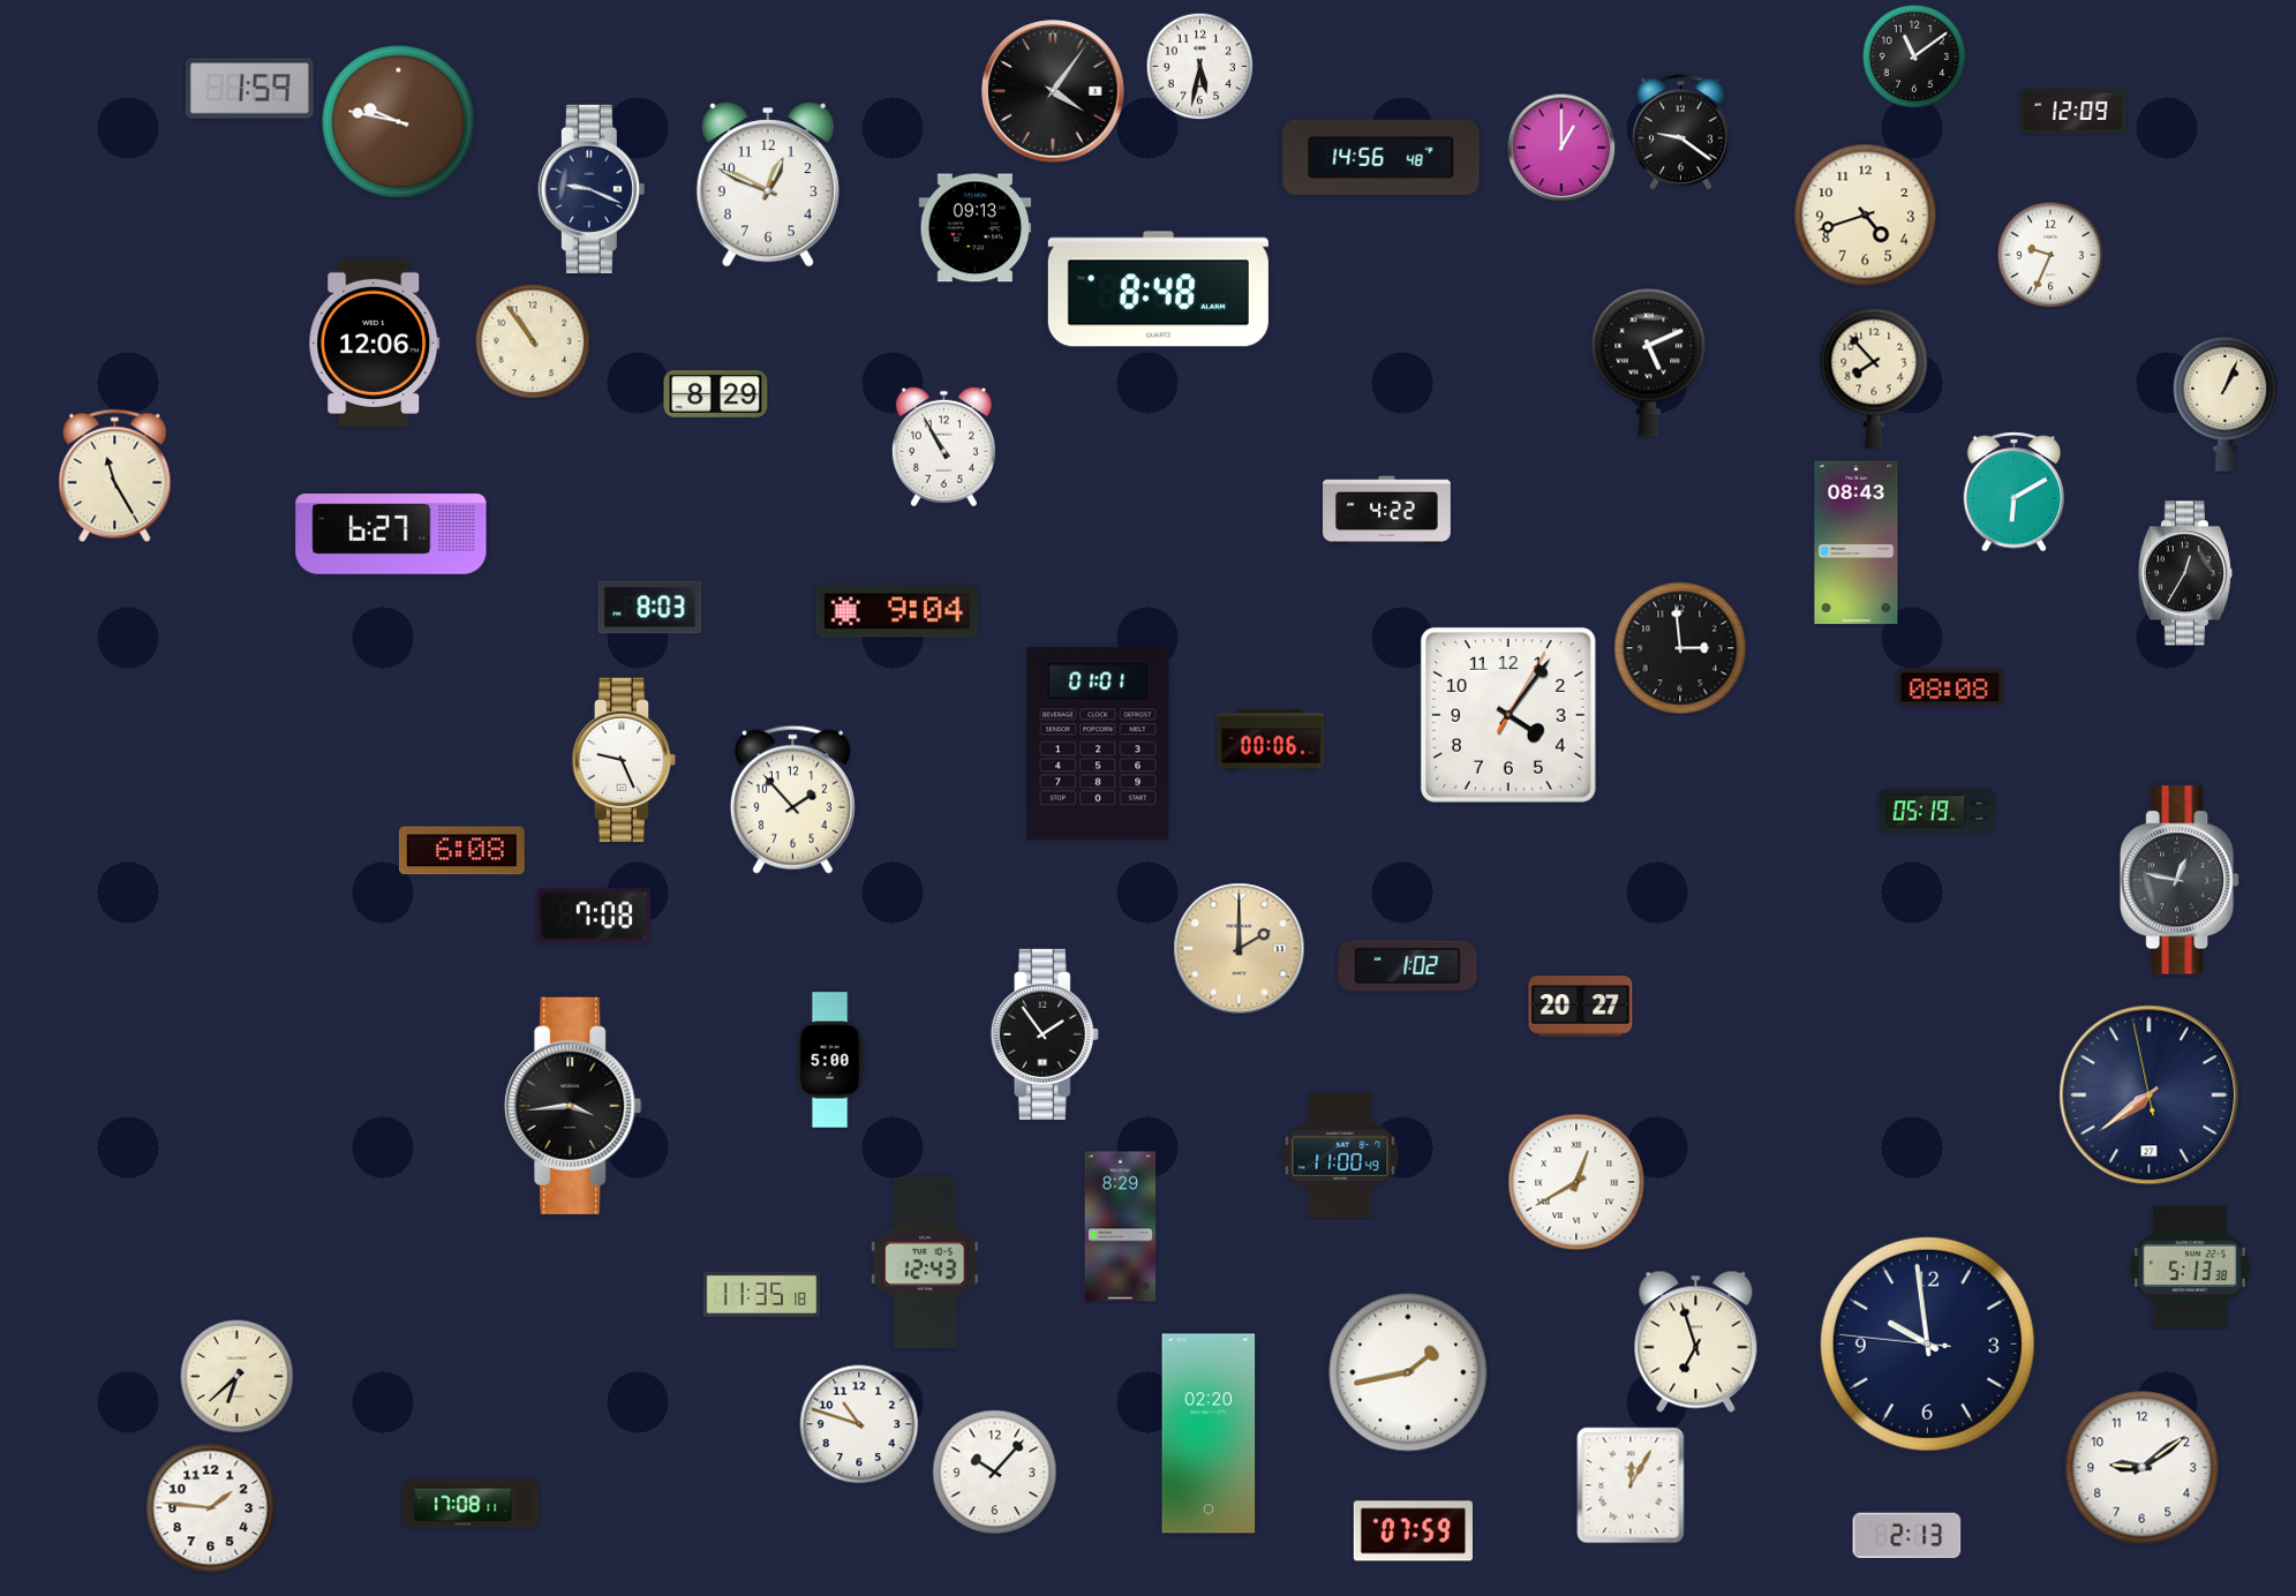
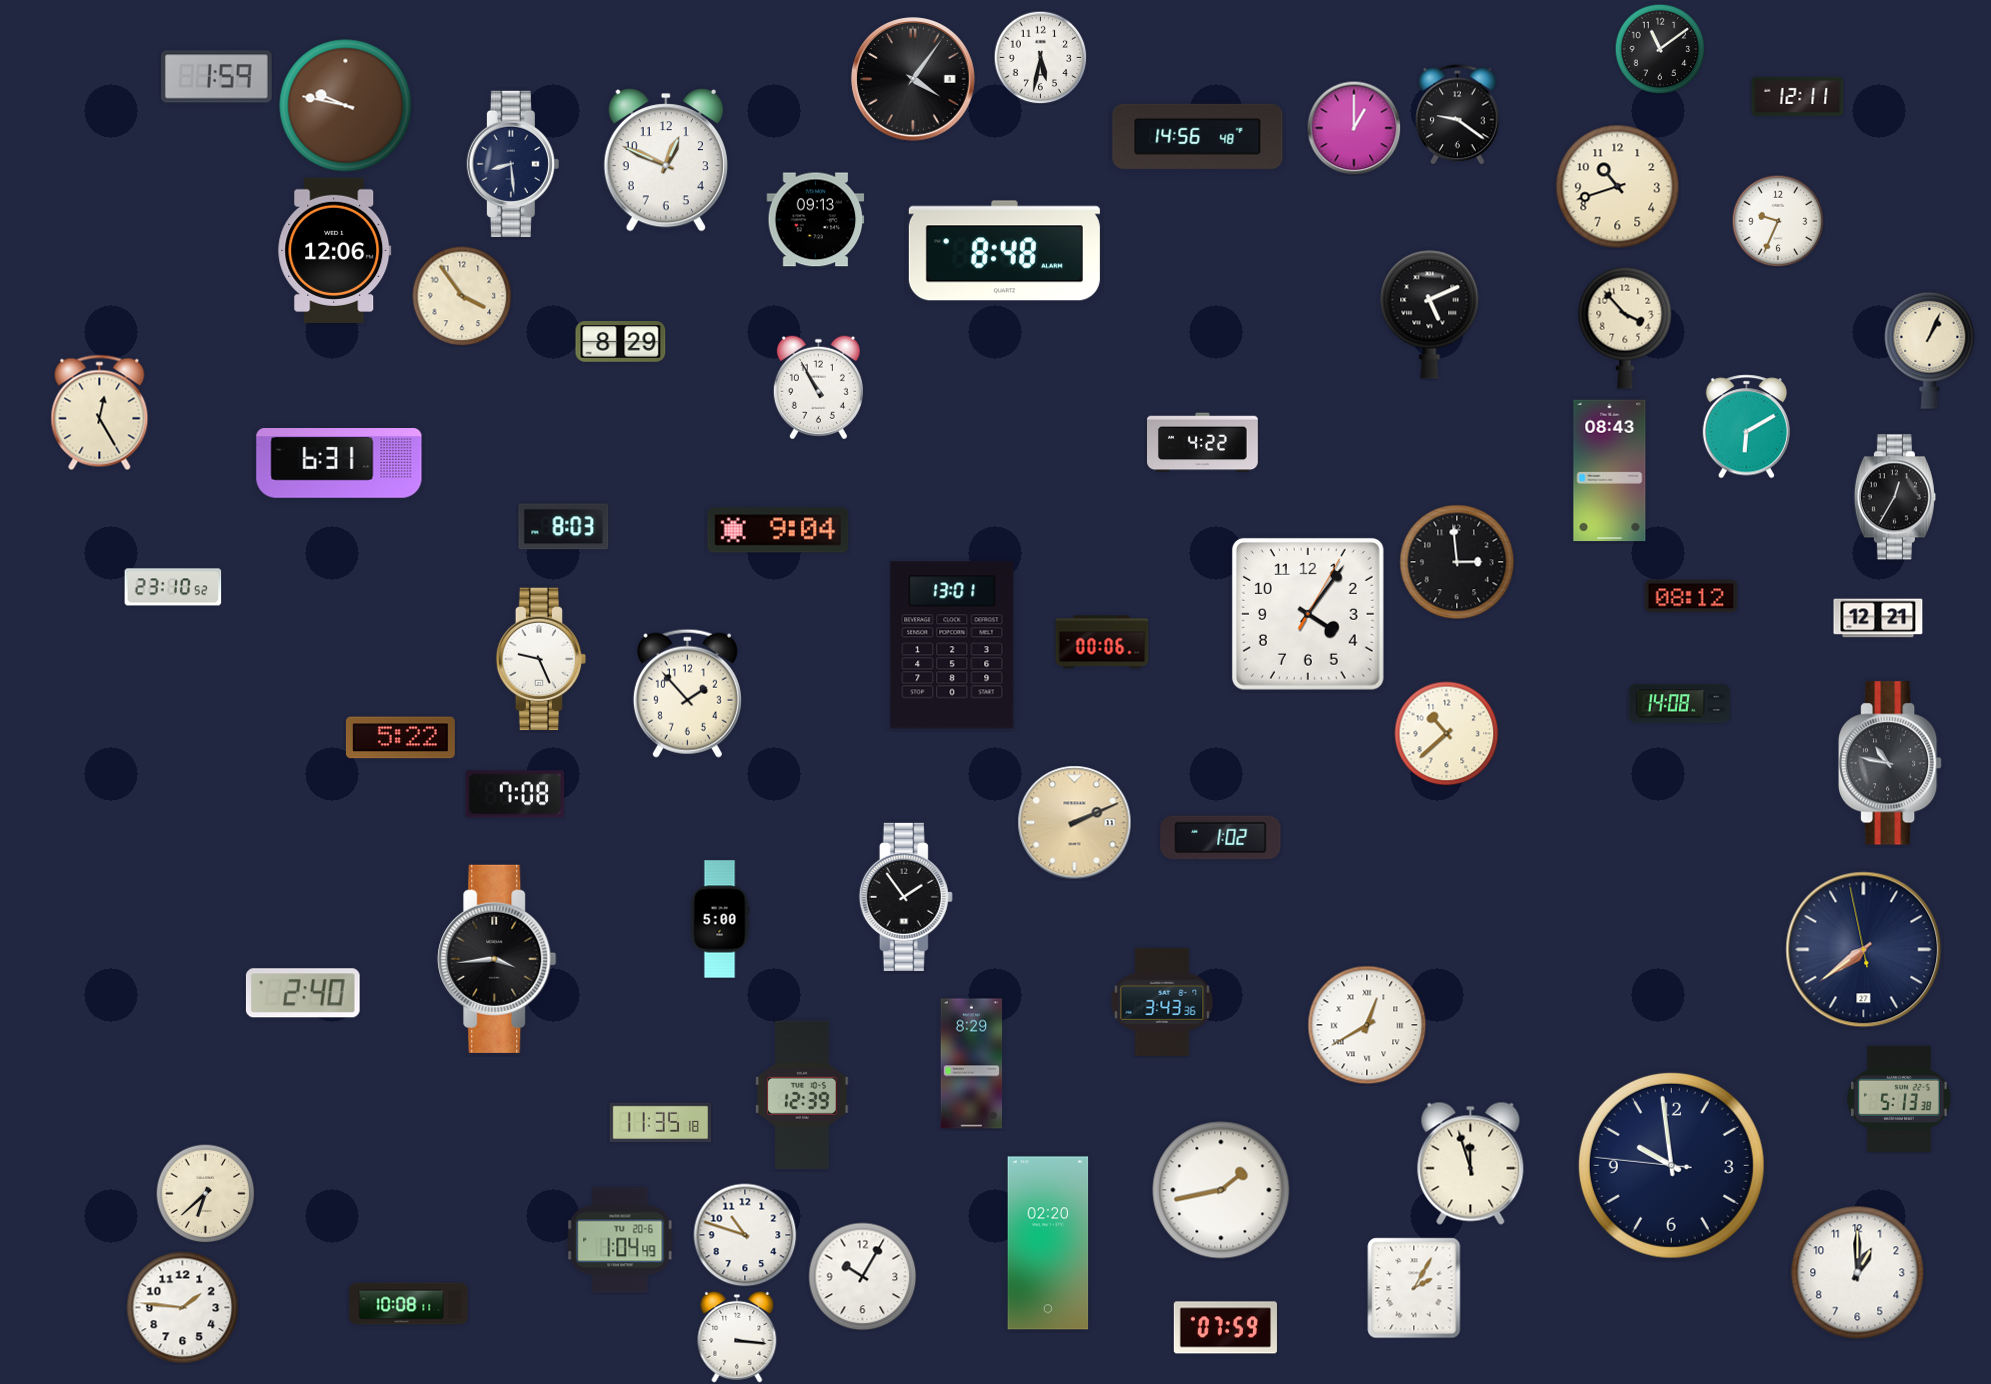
clock at (2073, 111): 12:09 -> 12:11
clock at (592, 189): 9:19 -> 8:29
clock at (1866, 216): 4:42 -> 10:42
clock at (976, 228) position: (976, 228) -> (816, 220)
clock at (533, 341): 10:54 -> 3:54
clock at (375, 342) position: (375, 342) -> (335, 250)
clock at (1874, 378): 7:53 -> 3:53
clock at (115, 476): 11:25 -> 12:25
clock at (391, 535): 6:27 -> 6:31
clock at (173, 587): none -> 23:10
clock at (1950, 687): 08:08 -> 08:12
clock at (1878, 618): none -> 12:21
clock at (1508, 715) position: (1508, 715) -> (1308, 614)
clock at (1098, 744): 01:01 -> 13:01
clock at (1936, 812): 05:19 -> 14:08
clock at (1447, 734): none -> 10:38
clock at (461, 851): 6:08 -> 5:22
clock at (2181, 880): 12:47 -> 10:47
clock at (1240, 949): 2:00 -> 2:11
clock at (1581, 1007): 20:27 -> none
clock at (303, 993): none -> 2:40
clock at (1340, 1155): 11:00 -> 3:43
clock at (926, 1263): 12:43 -> 12:39
clock at (1696, 1341): 6:57 -> 11:57
clock at (620, 1240): none -> 1:04
clock at (2143, 1468): 9:09 -> 1:00
clock at (995, 1473): 10:07 -> 10:05
clock at (1631, 1485): 12:05 -> 2:05
clock at (472, 1504): 17:08 -> 10:08
clock at (1907, 1536): 2:13 -> none
clock at (737, 1337): none -> 3:16
